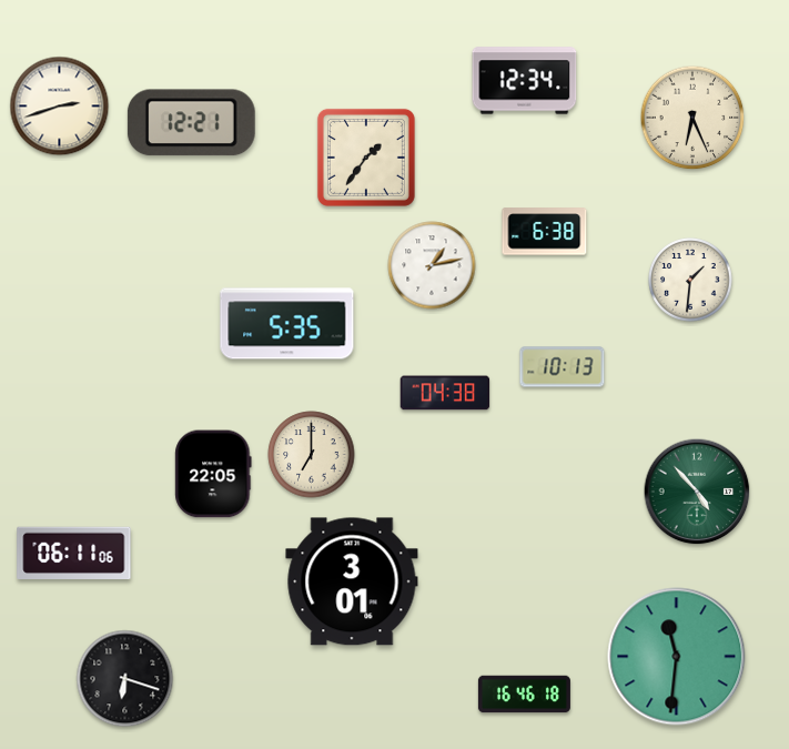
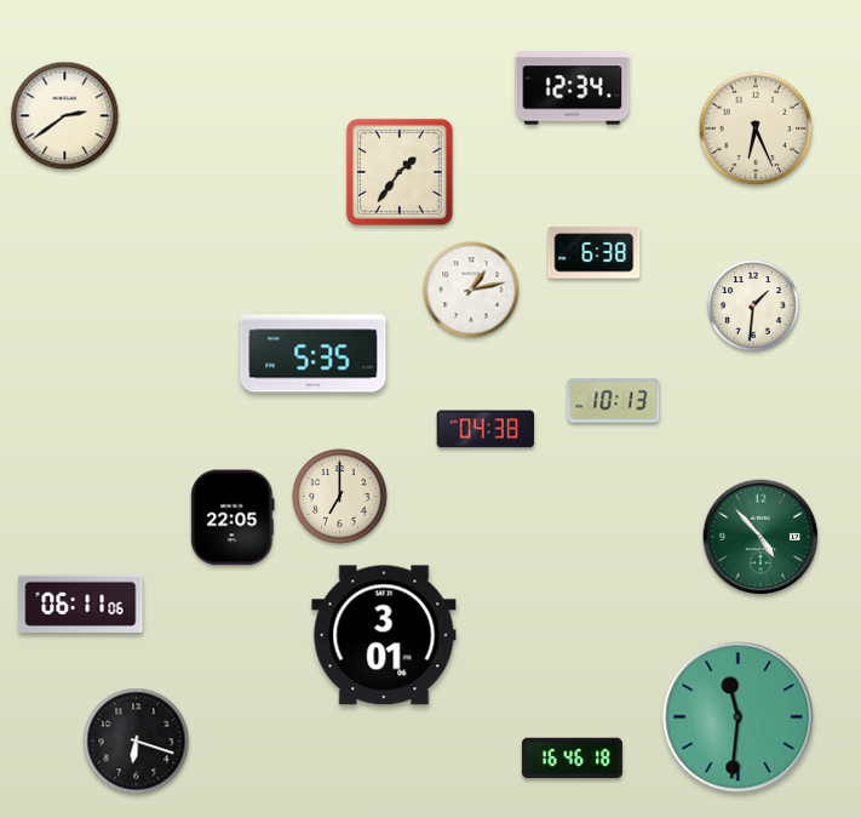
clock at (60, 107): 2:42 -> 2:39
clock at (191, 123): 12:21 -> none
